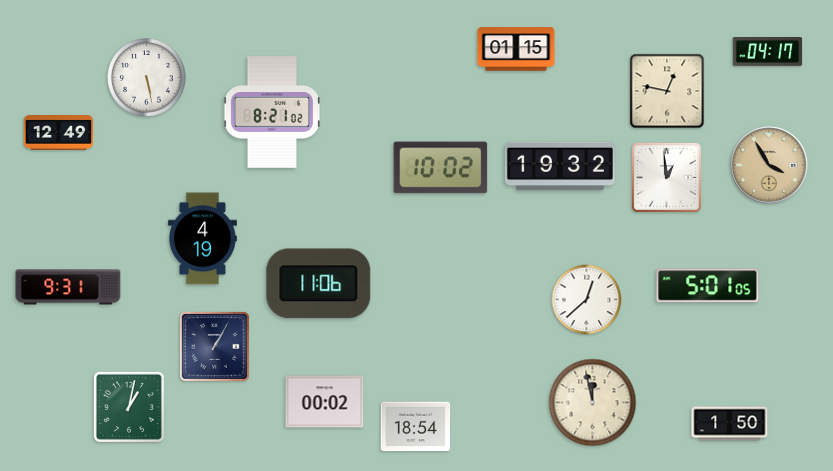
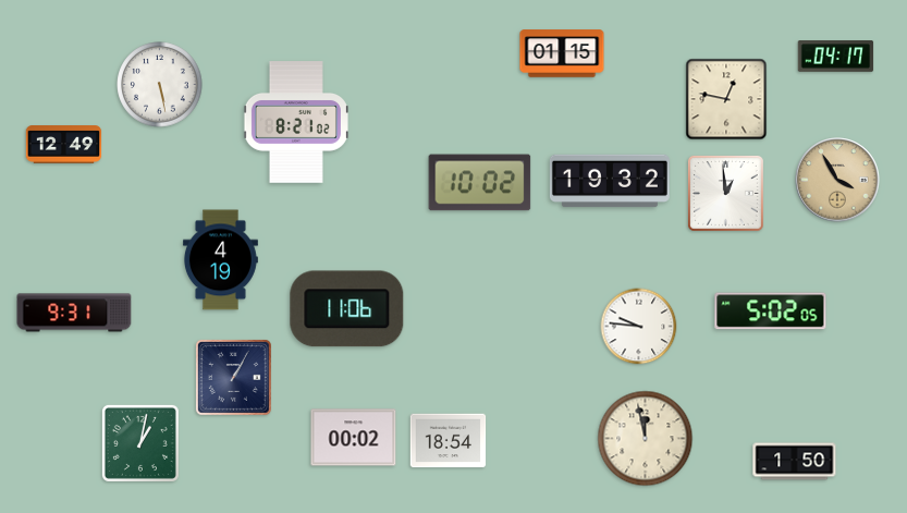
clock at (708, 286): 5:01 -> 5:02
clock at (587, 300): 12:38 -> 9:46
clock at (416, 427) position: (416, 427) -> (449, 441)
